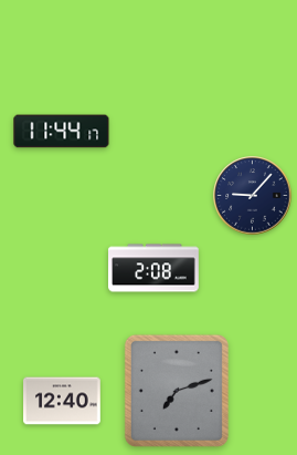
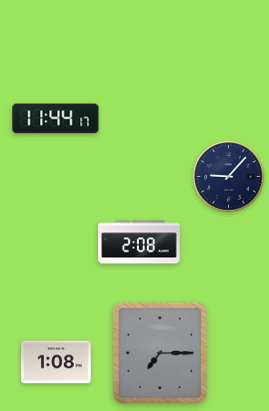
clock at (177, 391): 7:12 -> 7:15
clock at (62, 401): 12:40 -> 1:08
